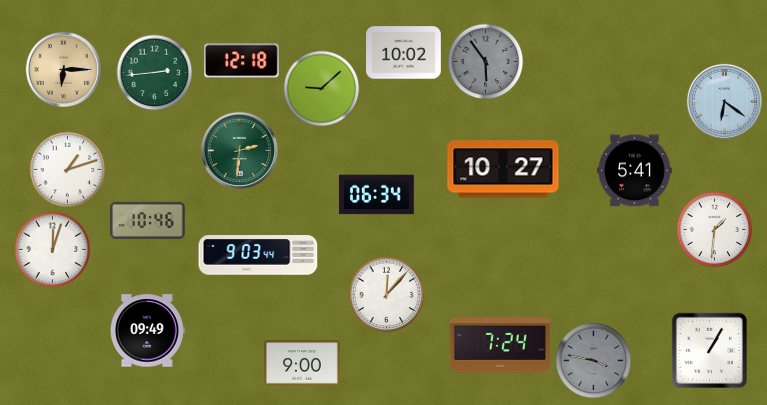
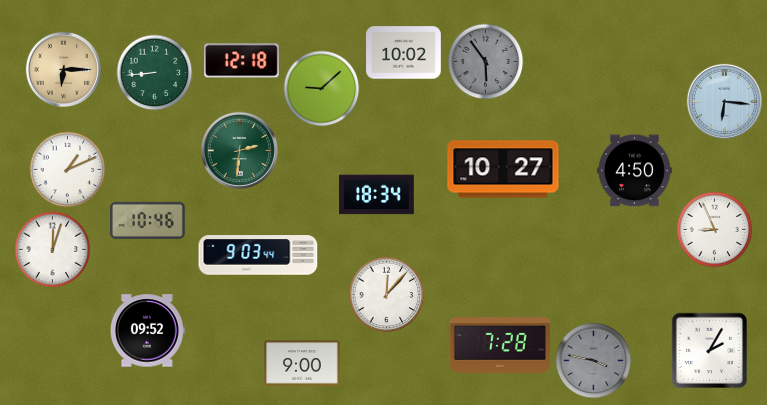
clock at (155, 73): 2:44 -> 8:44
clock at (724, 101): 6:21 -> 6:16
clock at (68, 170): 1:12 -> 1:11
clock at (635, 171): 5:41 -> 4:50
clock at (377, 195): 06:34 -> 18:34
clock at (715, 230): 1:31 -> 8:56
clock at (147, 331): 09:49 -> 09:52
clock at (500, 346): 7:24 -> 7:28
clock at (710, 351): 1:05 -> 2:05
